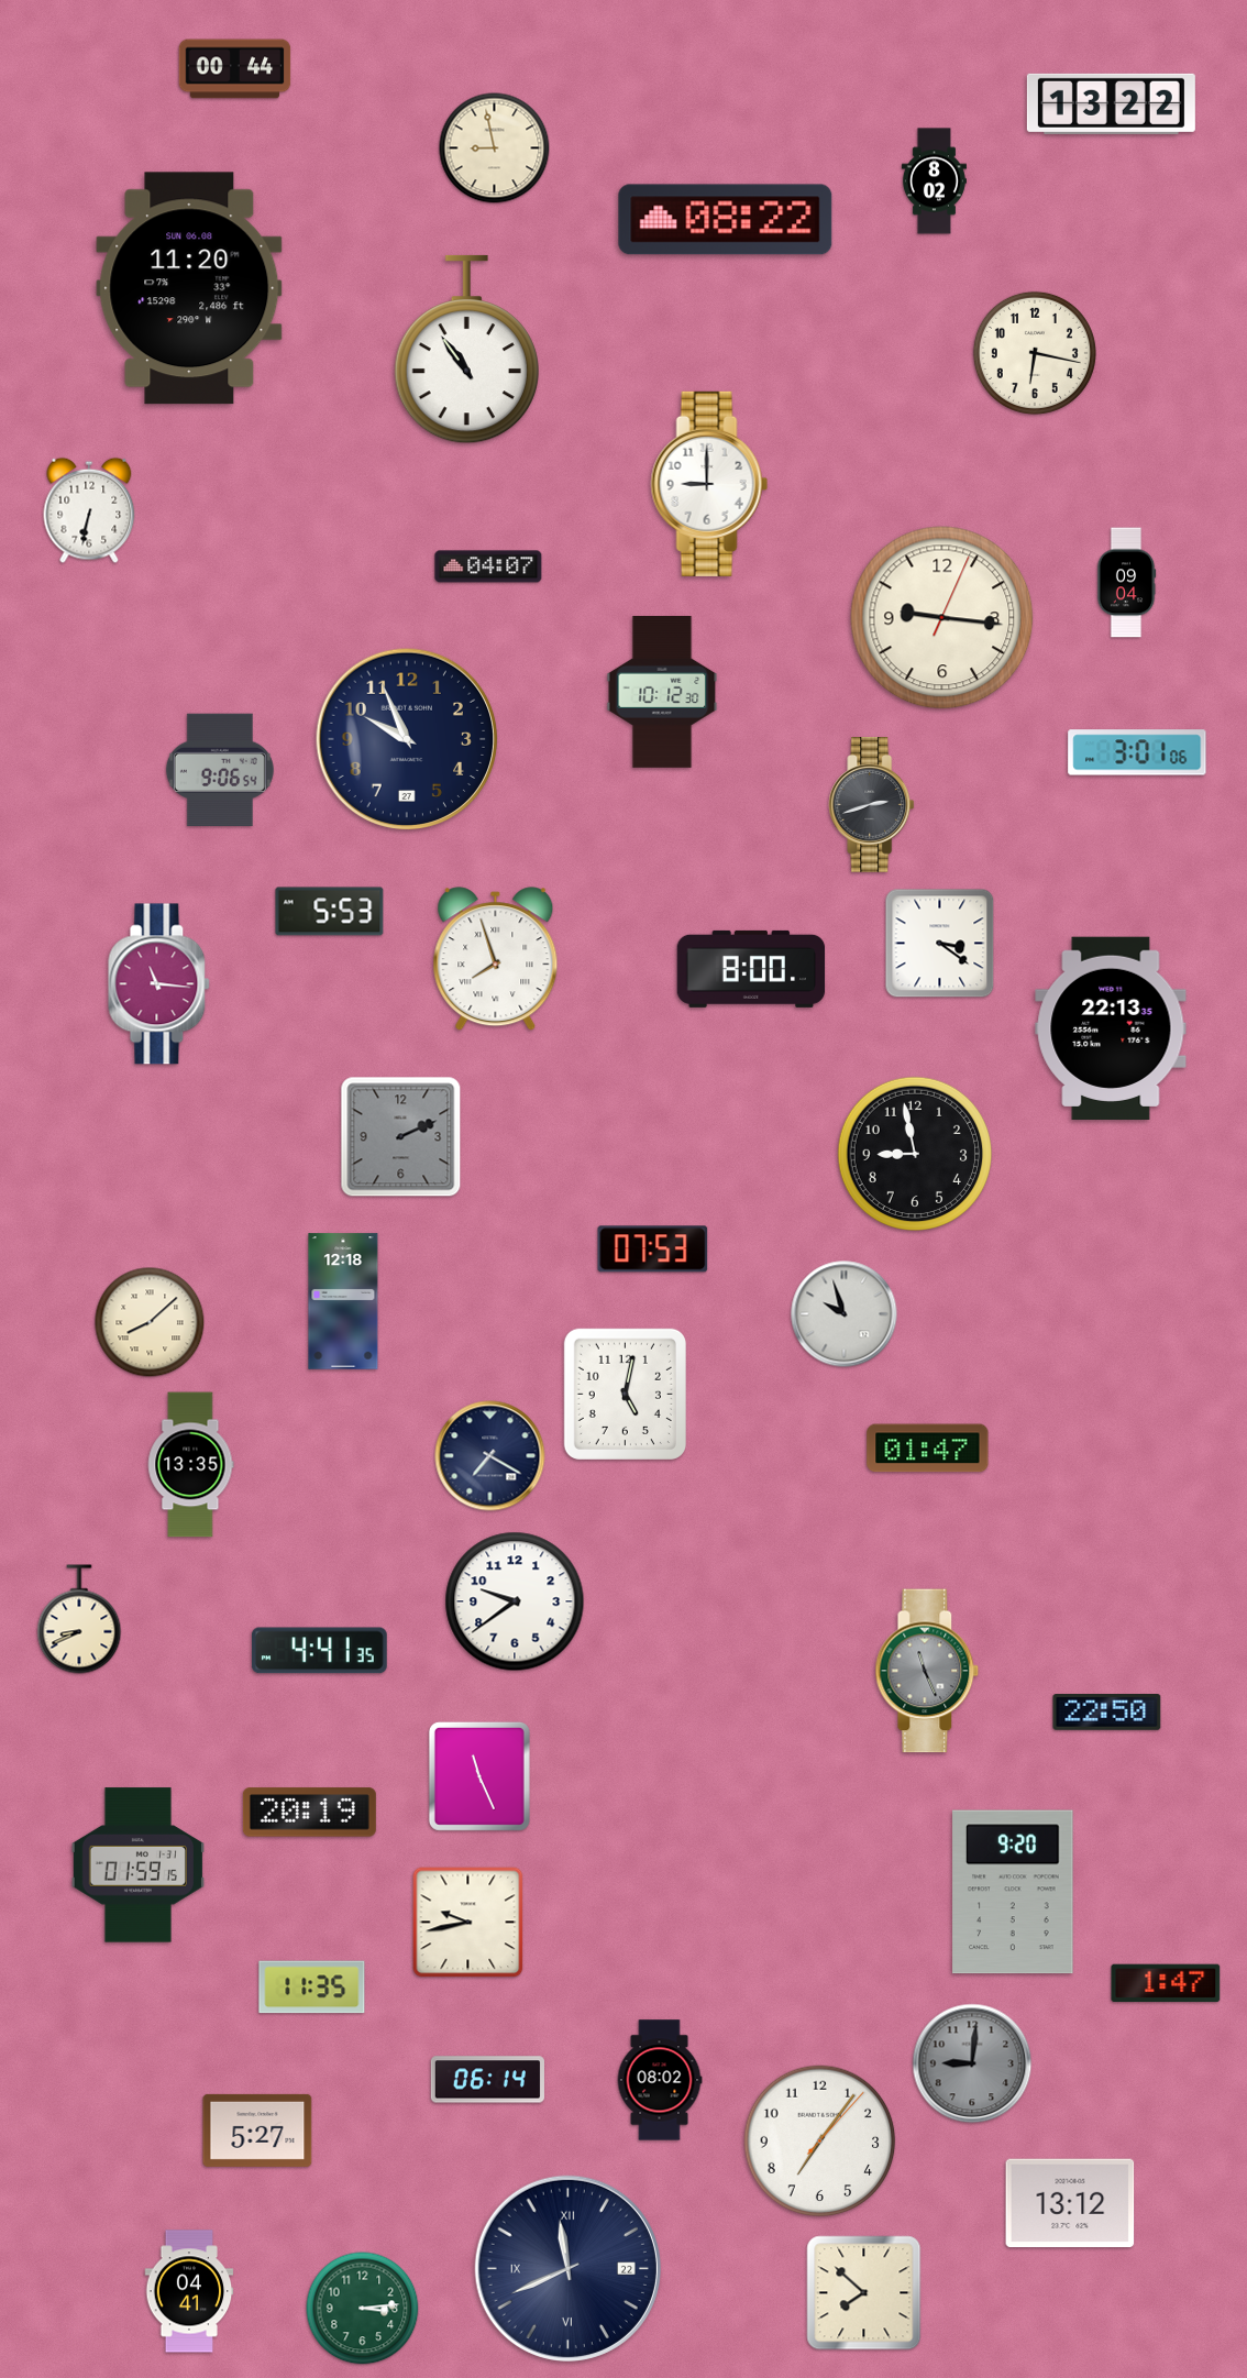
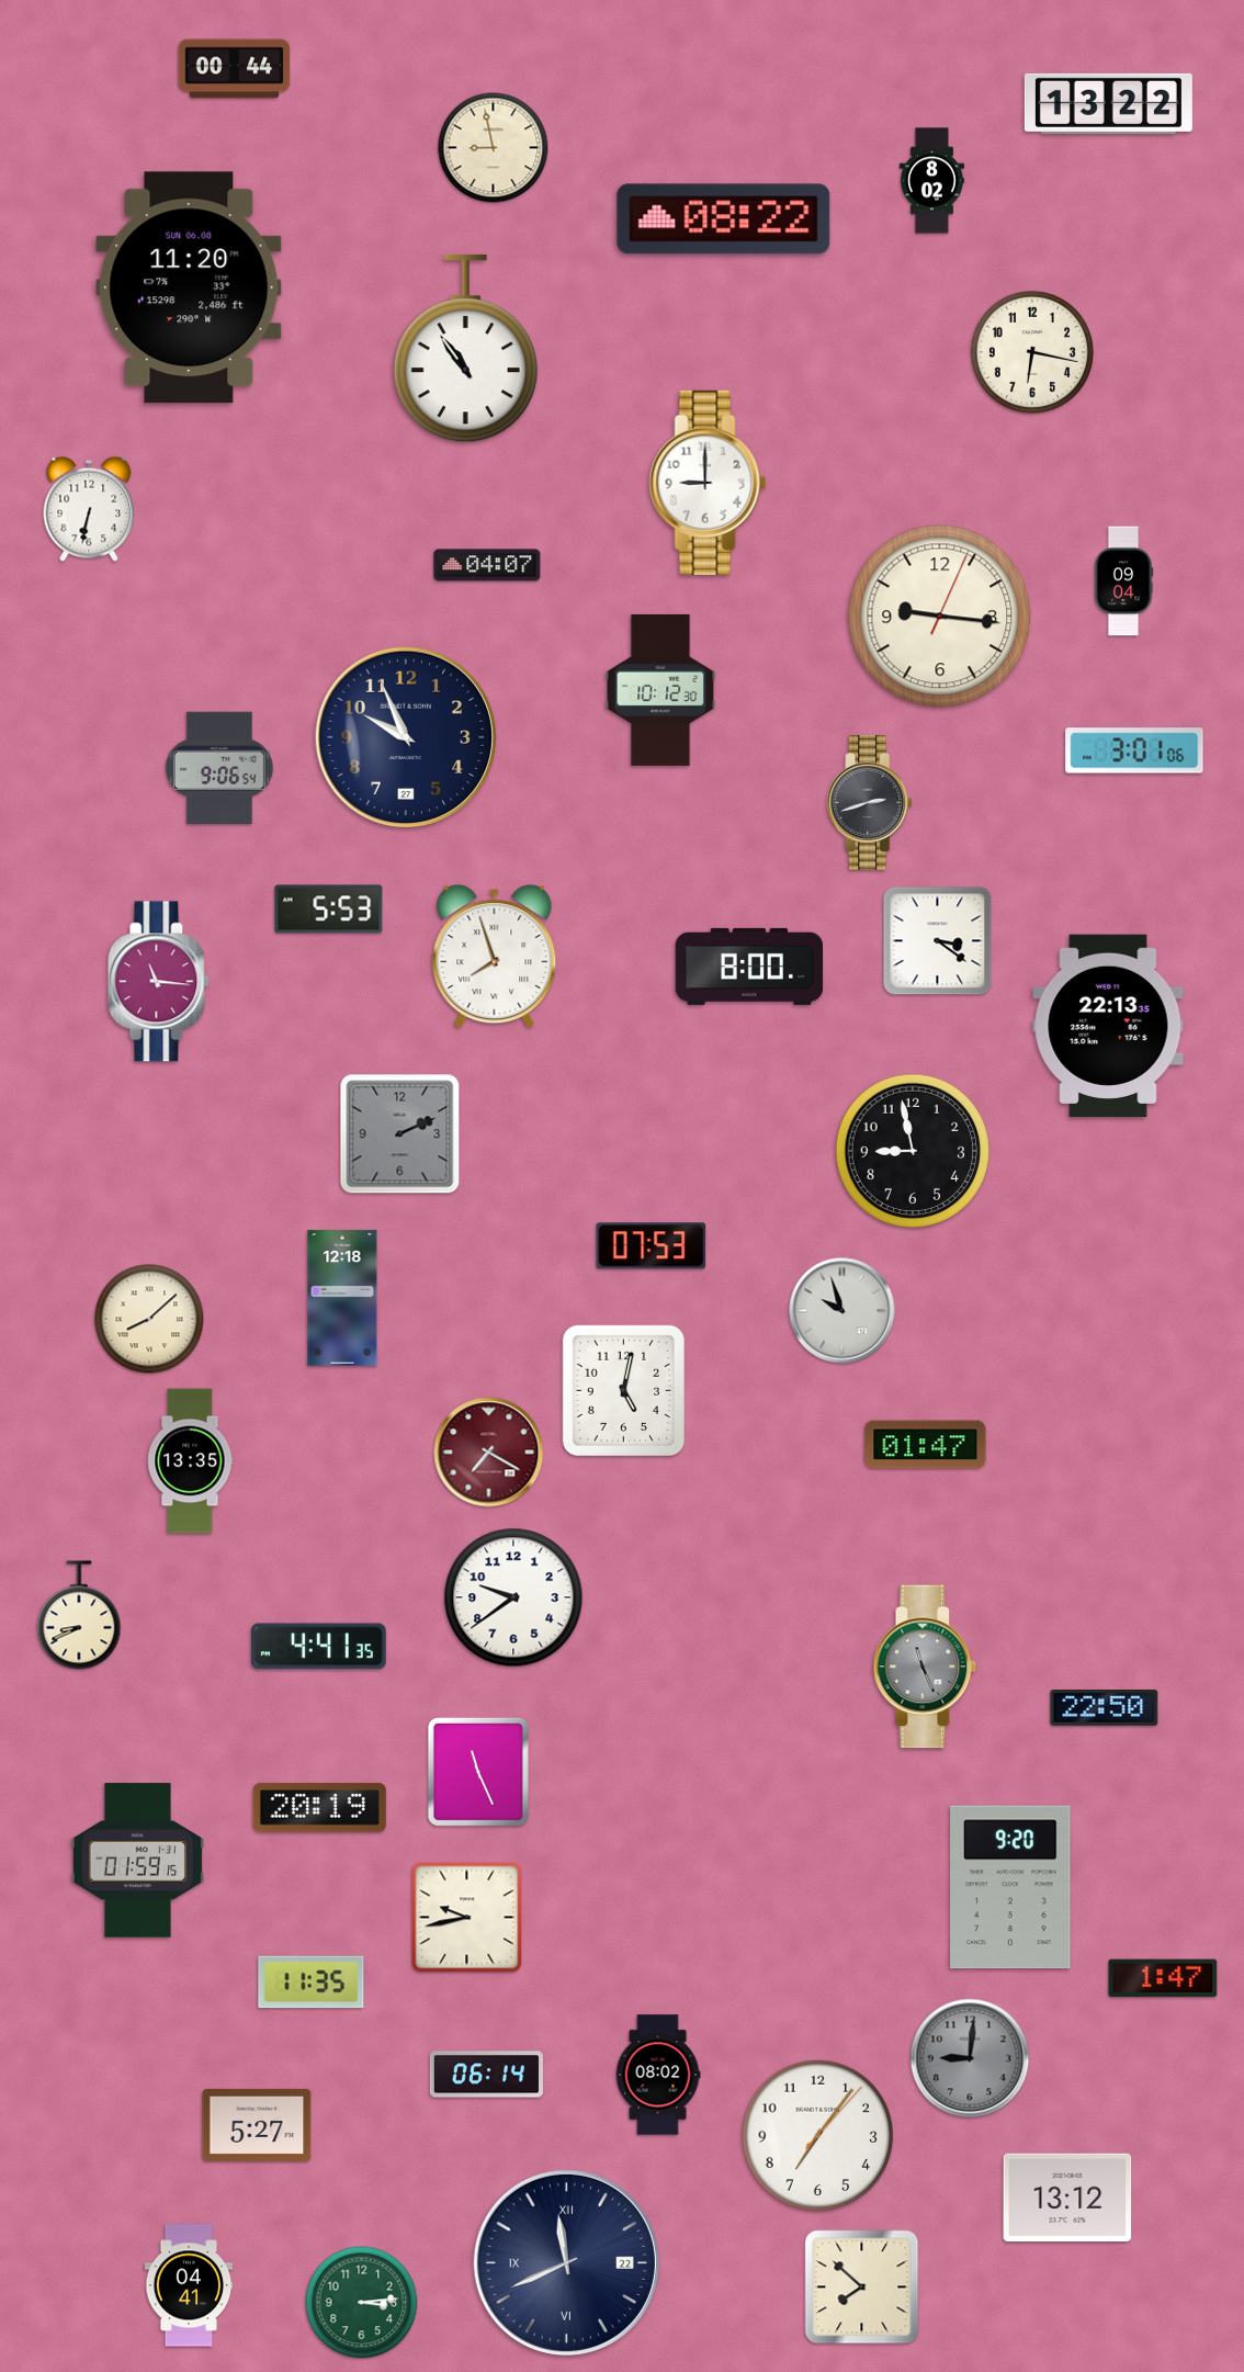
clock at (490, 1456) dial: navy -> burgundy
clock at (309, 1813) position: (309, 1813) -> (319, 1808)
